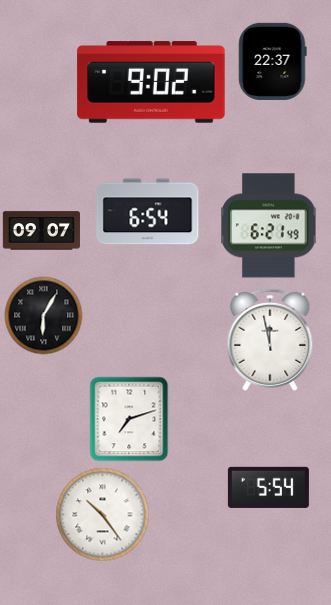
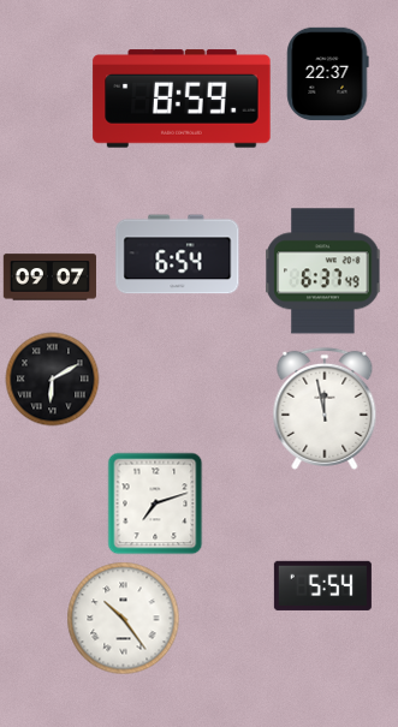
clock at (151, 82): 9:02 -> 8:59
clock at (269, 226): 6:21 -> 6:37
clock at (43, 315): 6:05 -> 6:10
